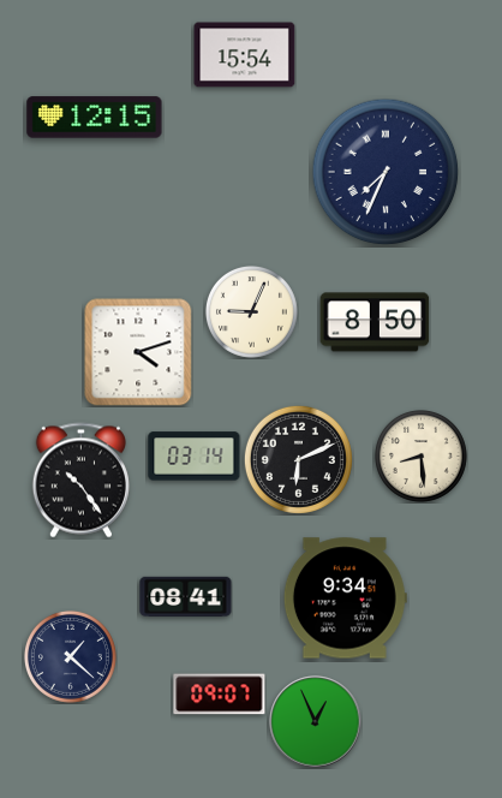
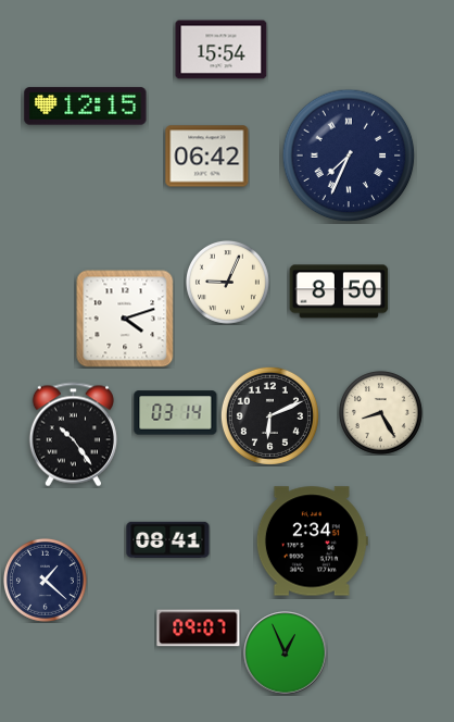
clock at (207, 157): none -> 06:42
clock at (420, 455): 8:29 -> 8:25
clock at (345, 598): 9:34 -> 2:34
clock at (70, 656) position: (70, 656) -> (45, 580)
